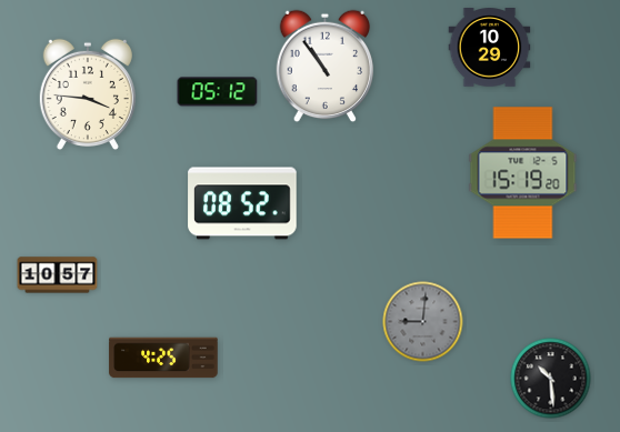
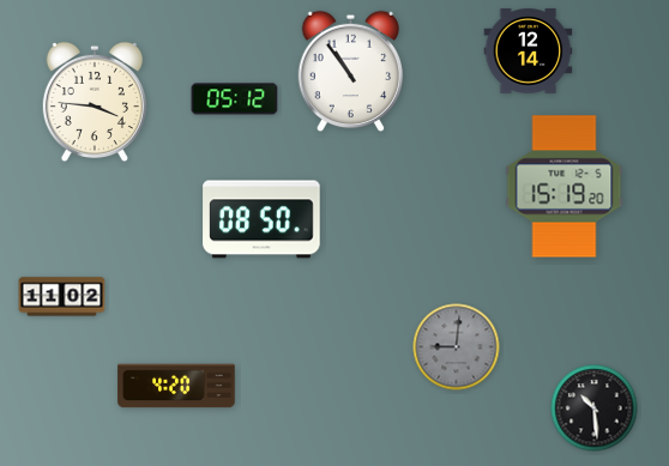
clock at (490, 48): 10:29 -> 12:14
clock at (242, 203): 08:52 -> 08:50
clock at (58, 275): 10:57 -> 11:02
clock at (163, 358): 4:25 -> 4:20
